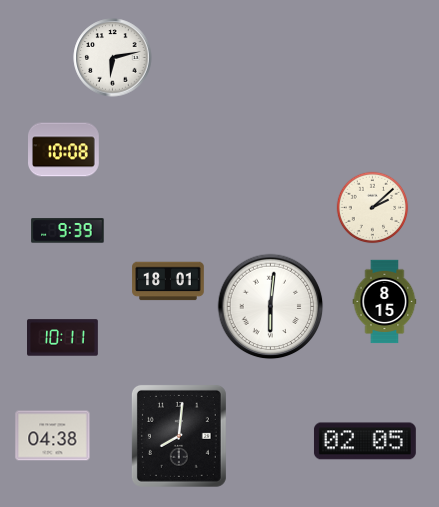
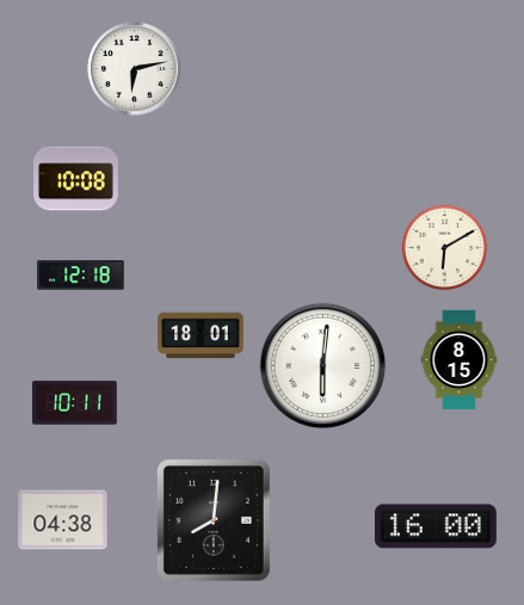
clock at (373, 208): 2:08 -> 6:10
clock at (68, 231): 9:39 -> 12:18
clock at (365, 441): 02:05 -> 16:00
